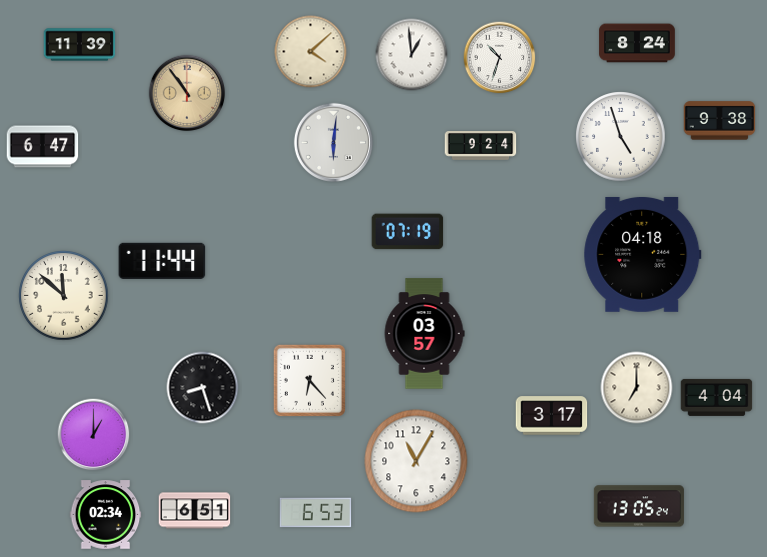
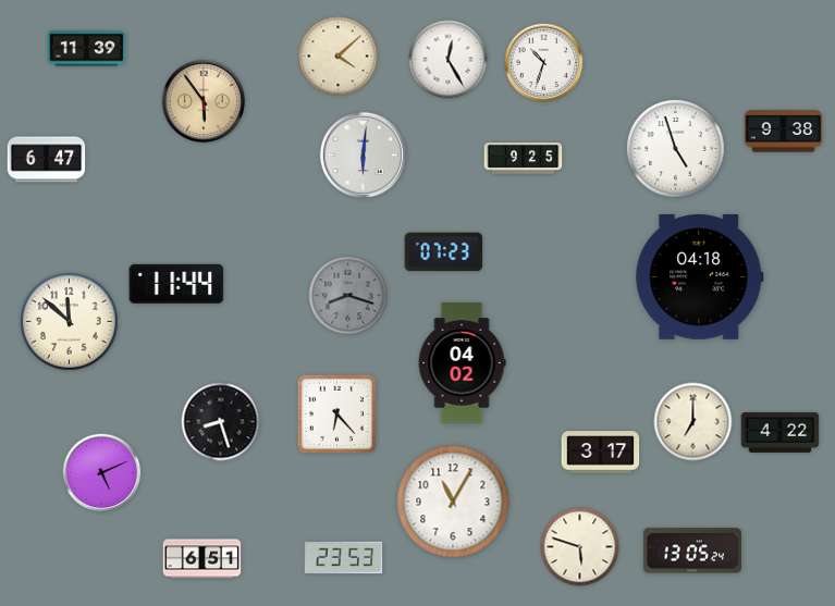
clock at (637, 43): 8:24 -> none
clock at (412, 55): 12:59 -> 12:25
clock at (187, 93): 10:54 -> 5:54
clock at (481, 146): 9:24 -> 9:25
clock at (408, 232): 07:19 -> 07:23
clock at (348, 296): none -> 8:18
clock at (424, 334): 03:57 -> 04:02
clock at (717, 397): 4:04 -> 4:22
clock at (94, 435): 1:00 -> 5:11
clock at (580, 547): none -> 5:48
clock at (639, 506) position: (639, 506) -> (692, 551)
clock at (195, 511) position: (195, 511) -> (202, 559)
clock at (316, 513): 6:53 -> 23:53
clock at (106, 515): 02:34 -> none
